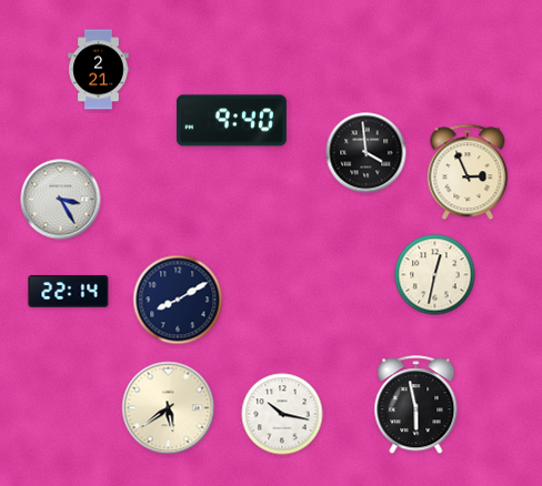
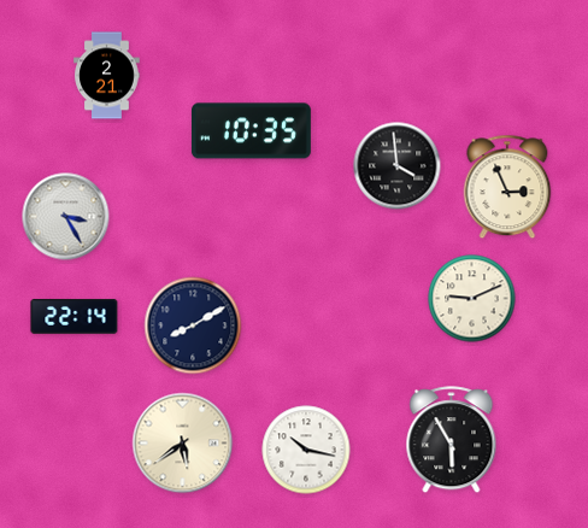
clock at (231, 121): 9:40 -> 10:35
clock at (435, 275): 12:32 -> 9:11
clock at (416, 405): 5:58 -> 5:55
